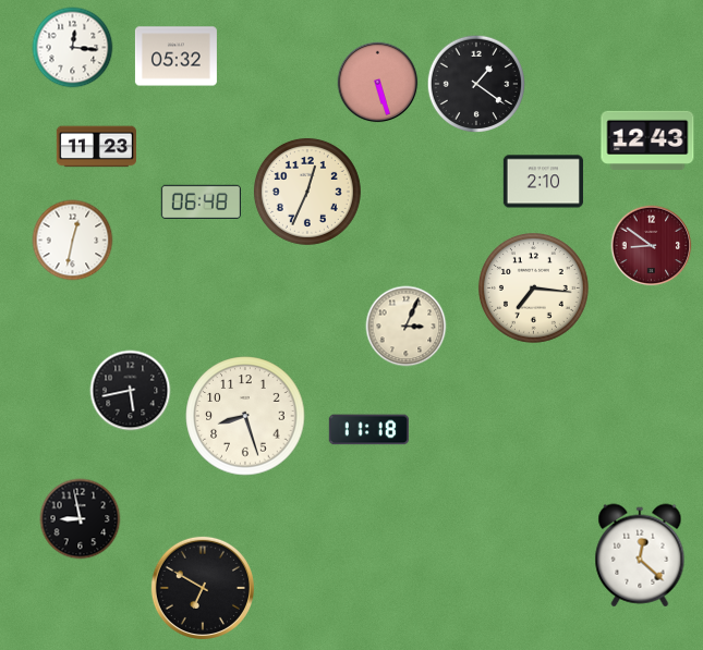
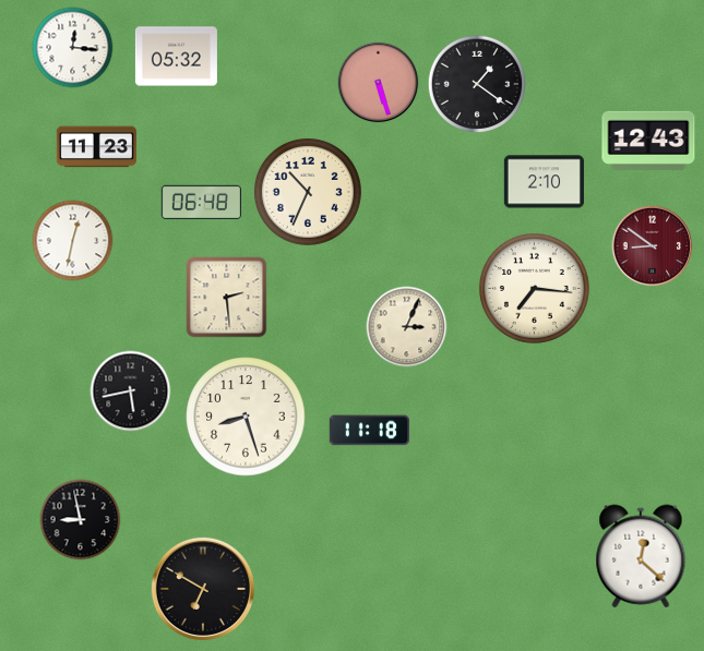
clock at (307, 192): 12:34 -> 10:34
clock at (227, 298): none -> 2:29
